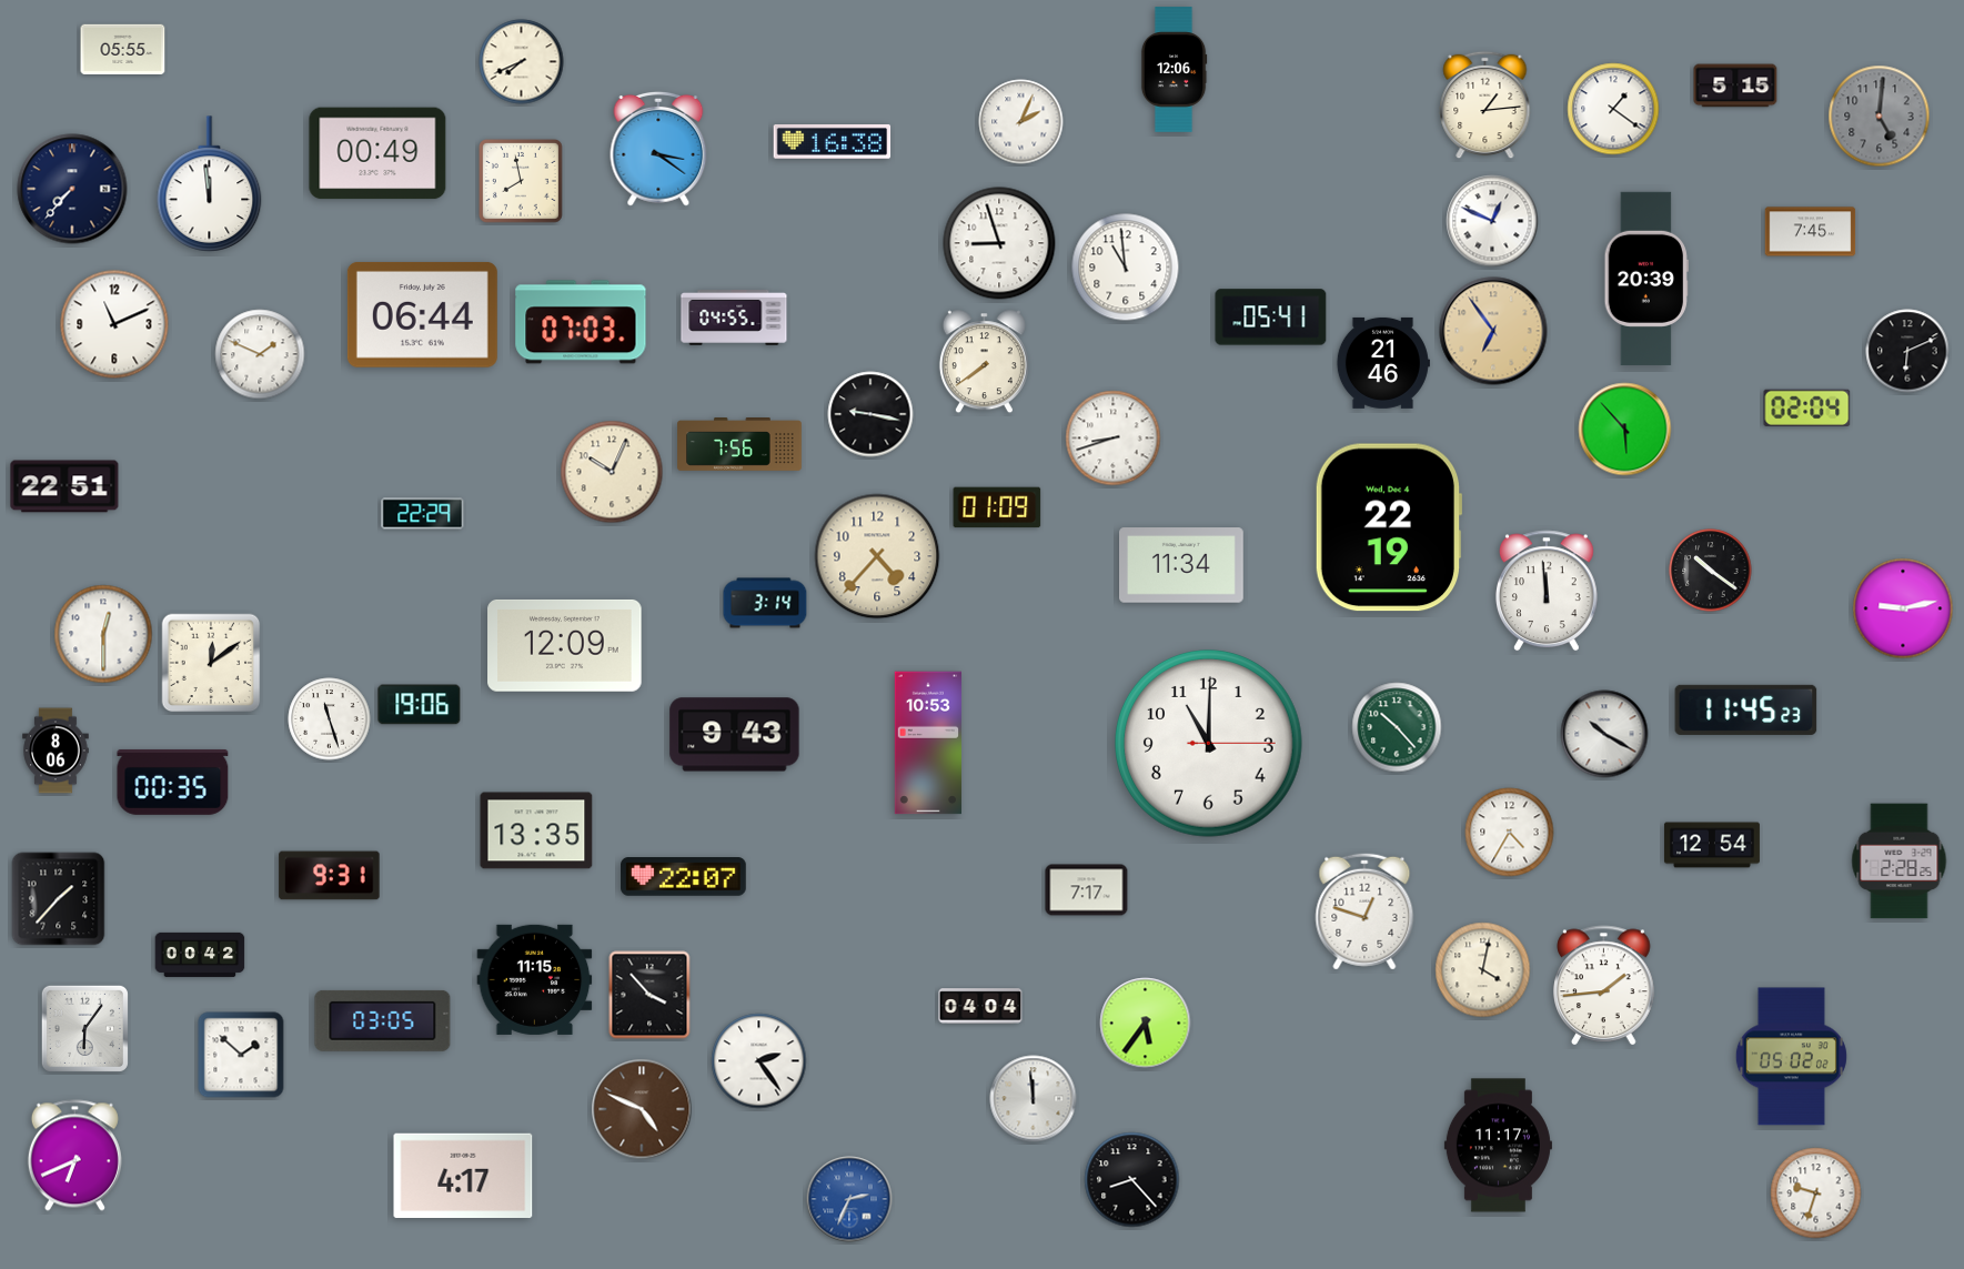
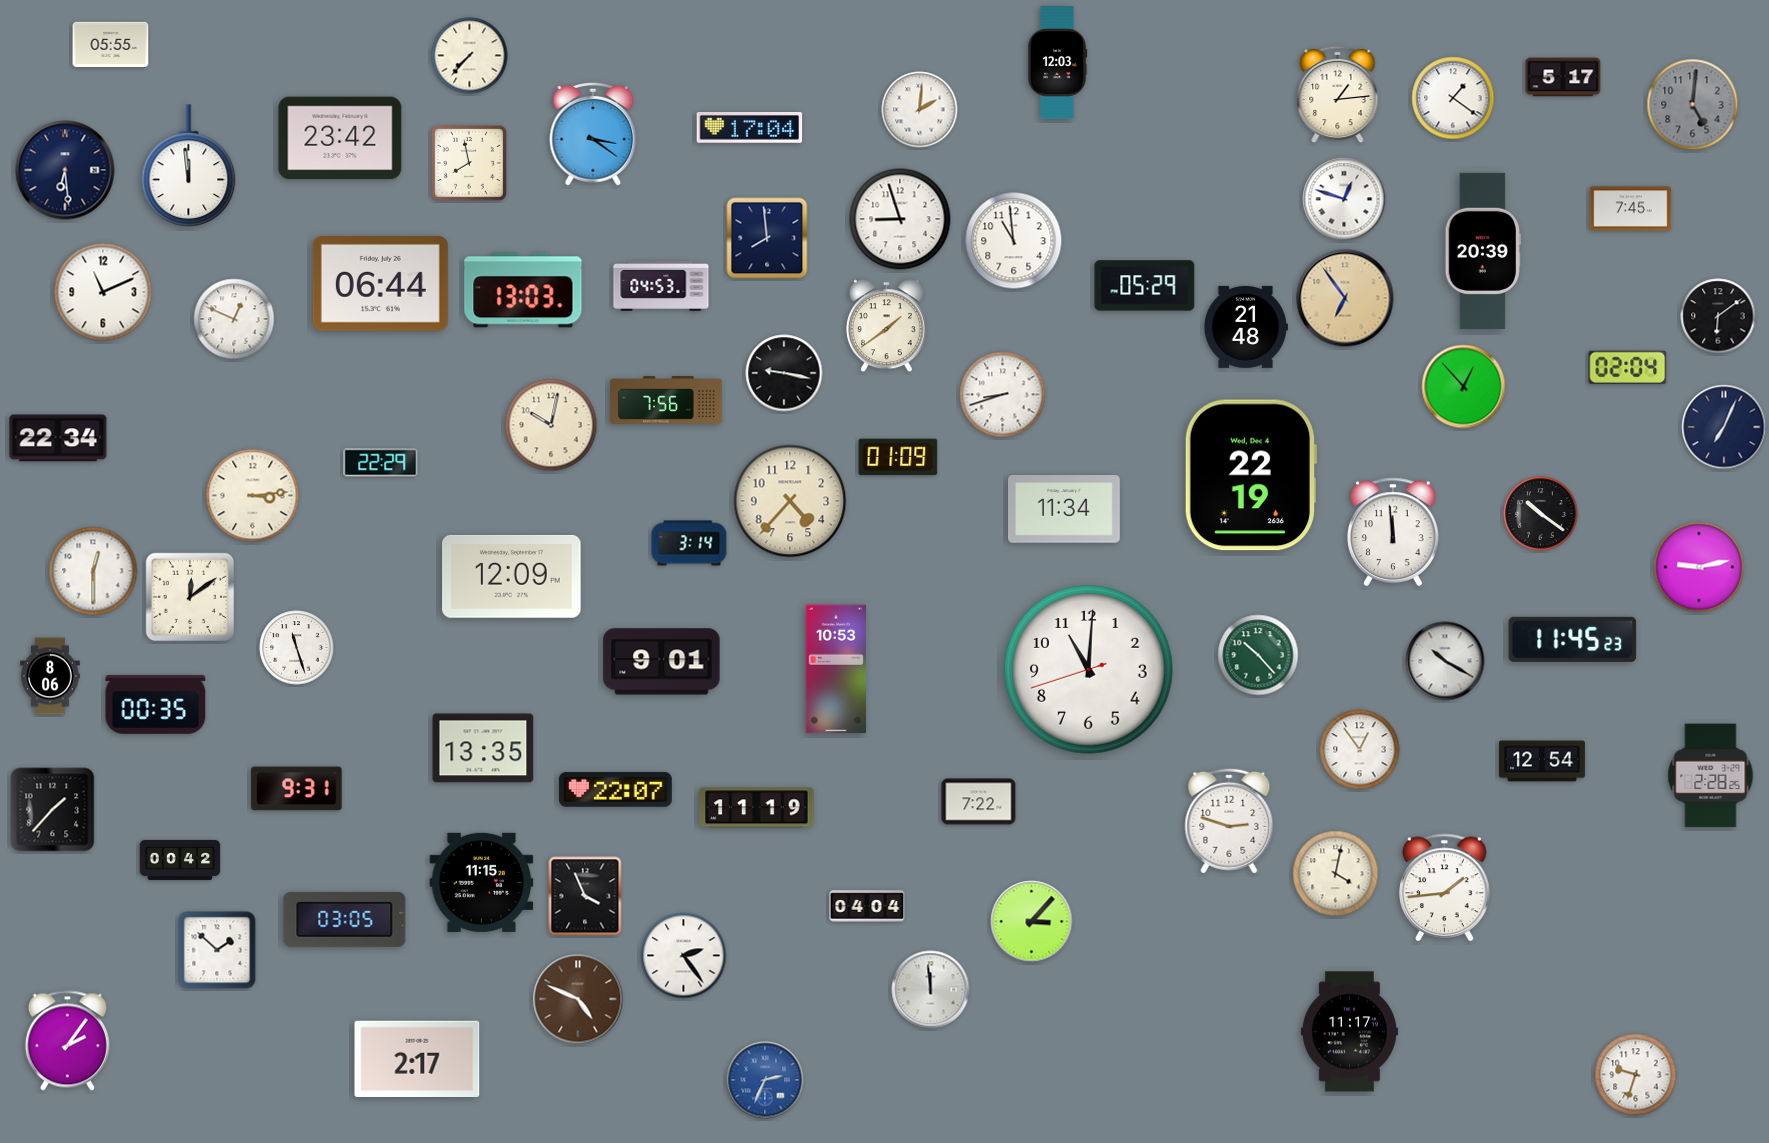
clock at (522, 62): 7:41 -> 7:37
clock at (1174, 70): 12:06 -> 12:03
clock at (1735, 85): 5:15 -> 5:17
clock at (1021, 122): 2:04 -> 2:01
clock at (833, 142): 16:38 -> 17:04
clock at (377, 153): 00:49 -> 23:42
clock at (72, 189): 7:37 -> 6:29
clock at (1492, 221): 12:49 -> 12:48
clock at (767, 238): none -> 7:59
clock at (1271, 318): 05:41 -> 05:29
clock at (734, 319): 04:55 -> 04:53
clock at (581, 322): 07:03 -> 13:03
clock at (1907, 351): 6:11 -> 6:09
clock at (260, 354): 1:49 -> 12:49
clock at (984, 362): 7:39 -> 1:39
clock at (1382, 363): 21:46 -> 21:48
clock at (1625, 430): 5:53 -> 12:53
clock at (612, 472): 10:04 -> 10:02
clock at (1724, 427): none -> 7:04
clock at (64, 486): 22:51 -> 22:34
clock at (253, 496): none -> 3:14
clock at (1903, 608) position: (1903, 608) -> (1699, 567)
clock at (565, 645) position: (565, 645) -> (512, 576)
clock at (420, 705): 19:06 -> none
clock at (735, 735): 9:43 -> 9:01
clock at (1209, 744): 11:00:15 -> 11:00:42
clock at (1510, 833): 4:35 -> 12:54
clock at (1087, 890): 7:17 -> 7:22
clock at (757, 808): none -> 11:19
clock at (1364, 912): 12:48 -> 2:48
clock at (649, 995): 3:53 -> 3:56
clock at (980, 1006) position: (980, 1006) -> (867, 906)
clock at (1146, 1024): 5:36 -> 3:07
clock at (84, 1028): 6:06 -> none
clock at (1791, 1057): 05:02 -> none
clock at (74, 1156): 6:41 -> 2:06
clock at (463, 1176): 4:17 -> 2:17
clock at (1132, 1180): 8:23 -> none
